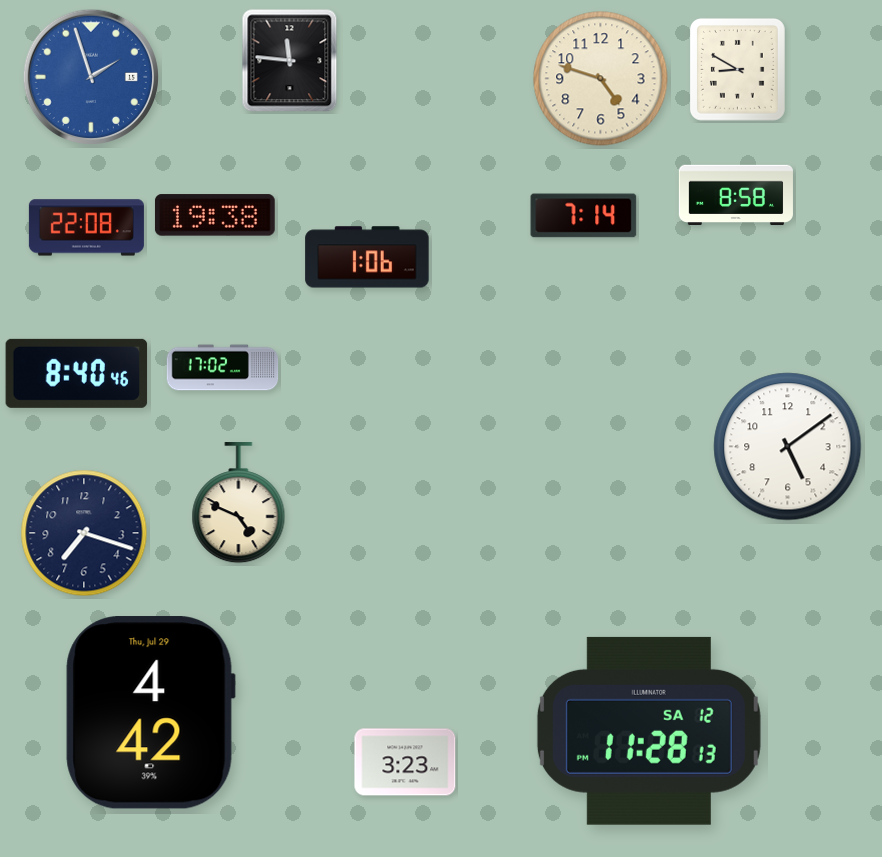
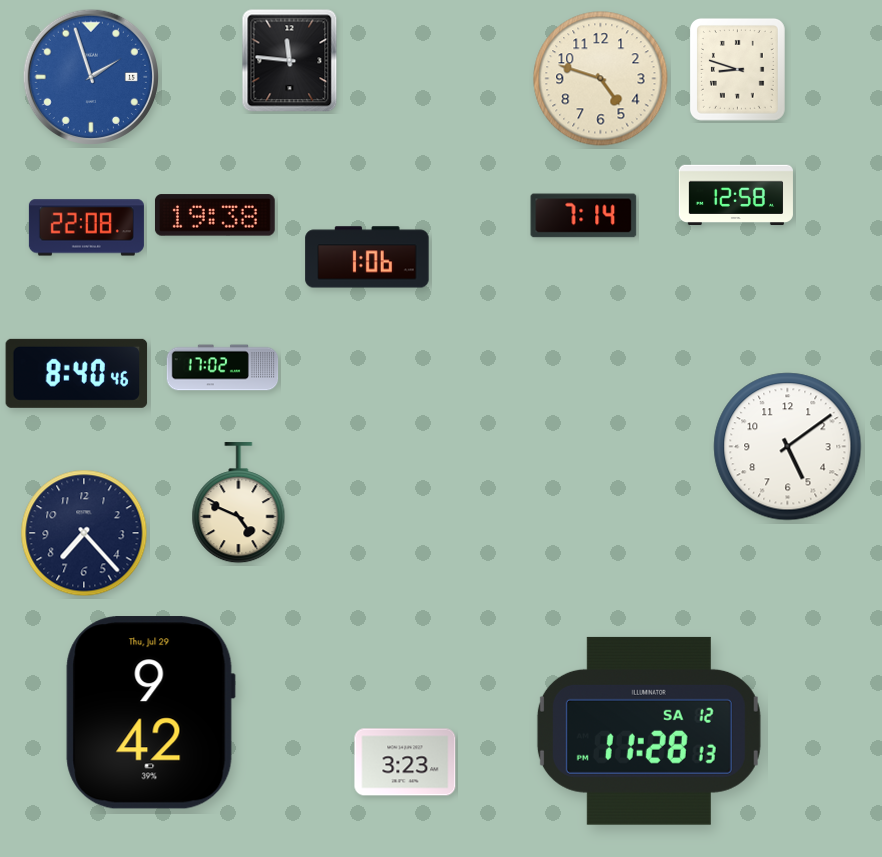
clock at (737, 70): 8:50 -> 8:48
clock at (736, 195): 8:58 -> 12:58
clock at (84, 533): 7:18 -> 7:23
clock at (150, 713): 4:42 -> 9:42
